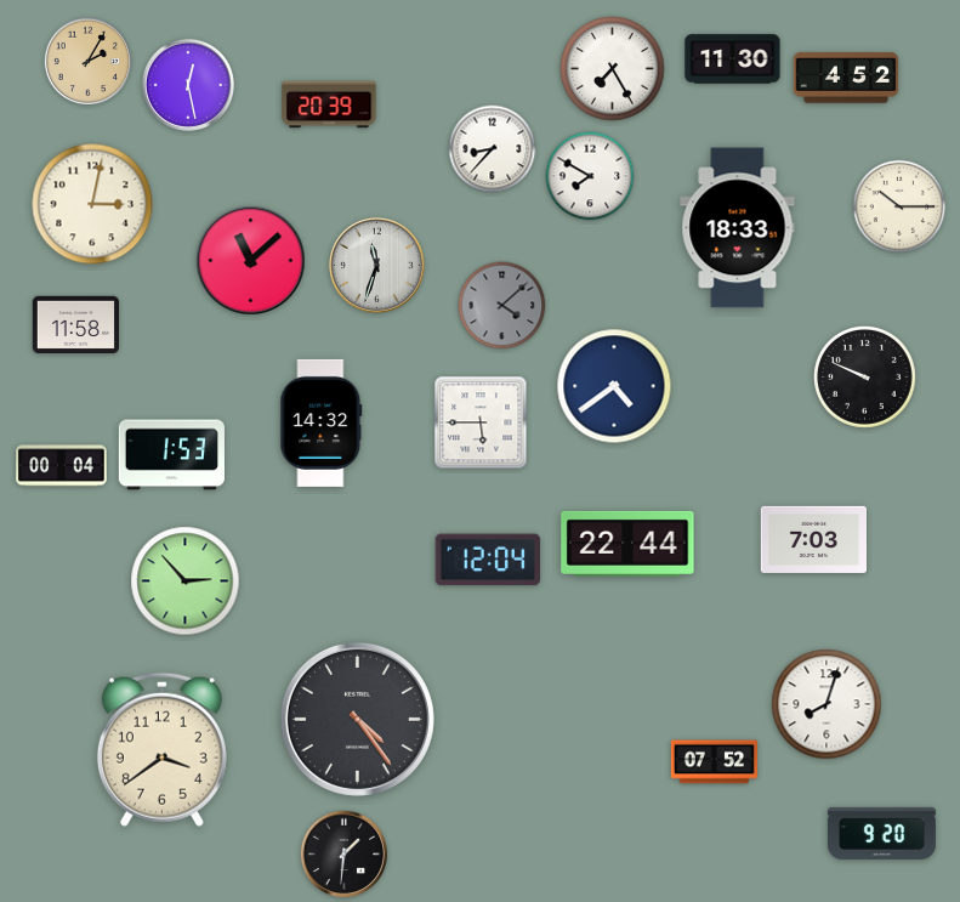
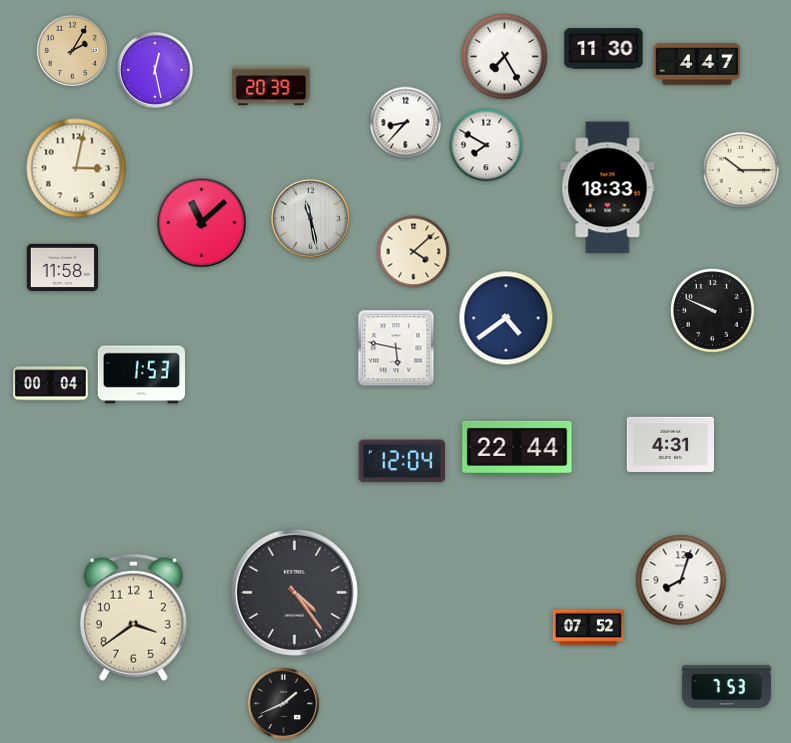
clock at (846, 78): 4:52 -> 4:47
clock at (251, 261) position: (251, 261) -> (202, 223)
clock at (376, 265): 11:33 -> 11:28
clock at (502, 306) dial: grey -> cream
clock at (322, 422): 14:32 -> none
clock at (481, 422): 5:45 -> 5:47
clock at (813, 539): 7:03 -> 4:31
clock at (186, 582): 2:53 -> none
clock at (881, 833): 9:20 -> 7:53
clock at (345, 855): 1:31 -> 1:41
